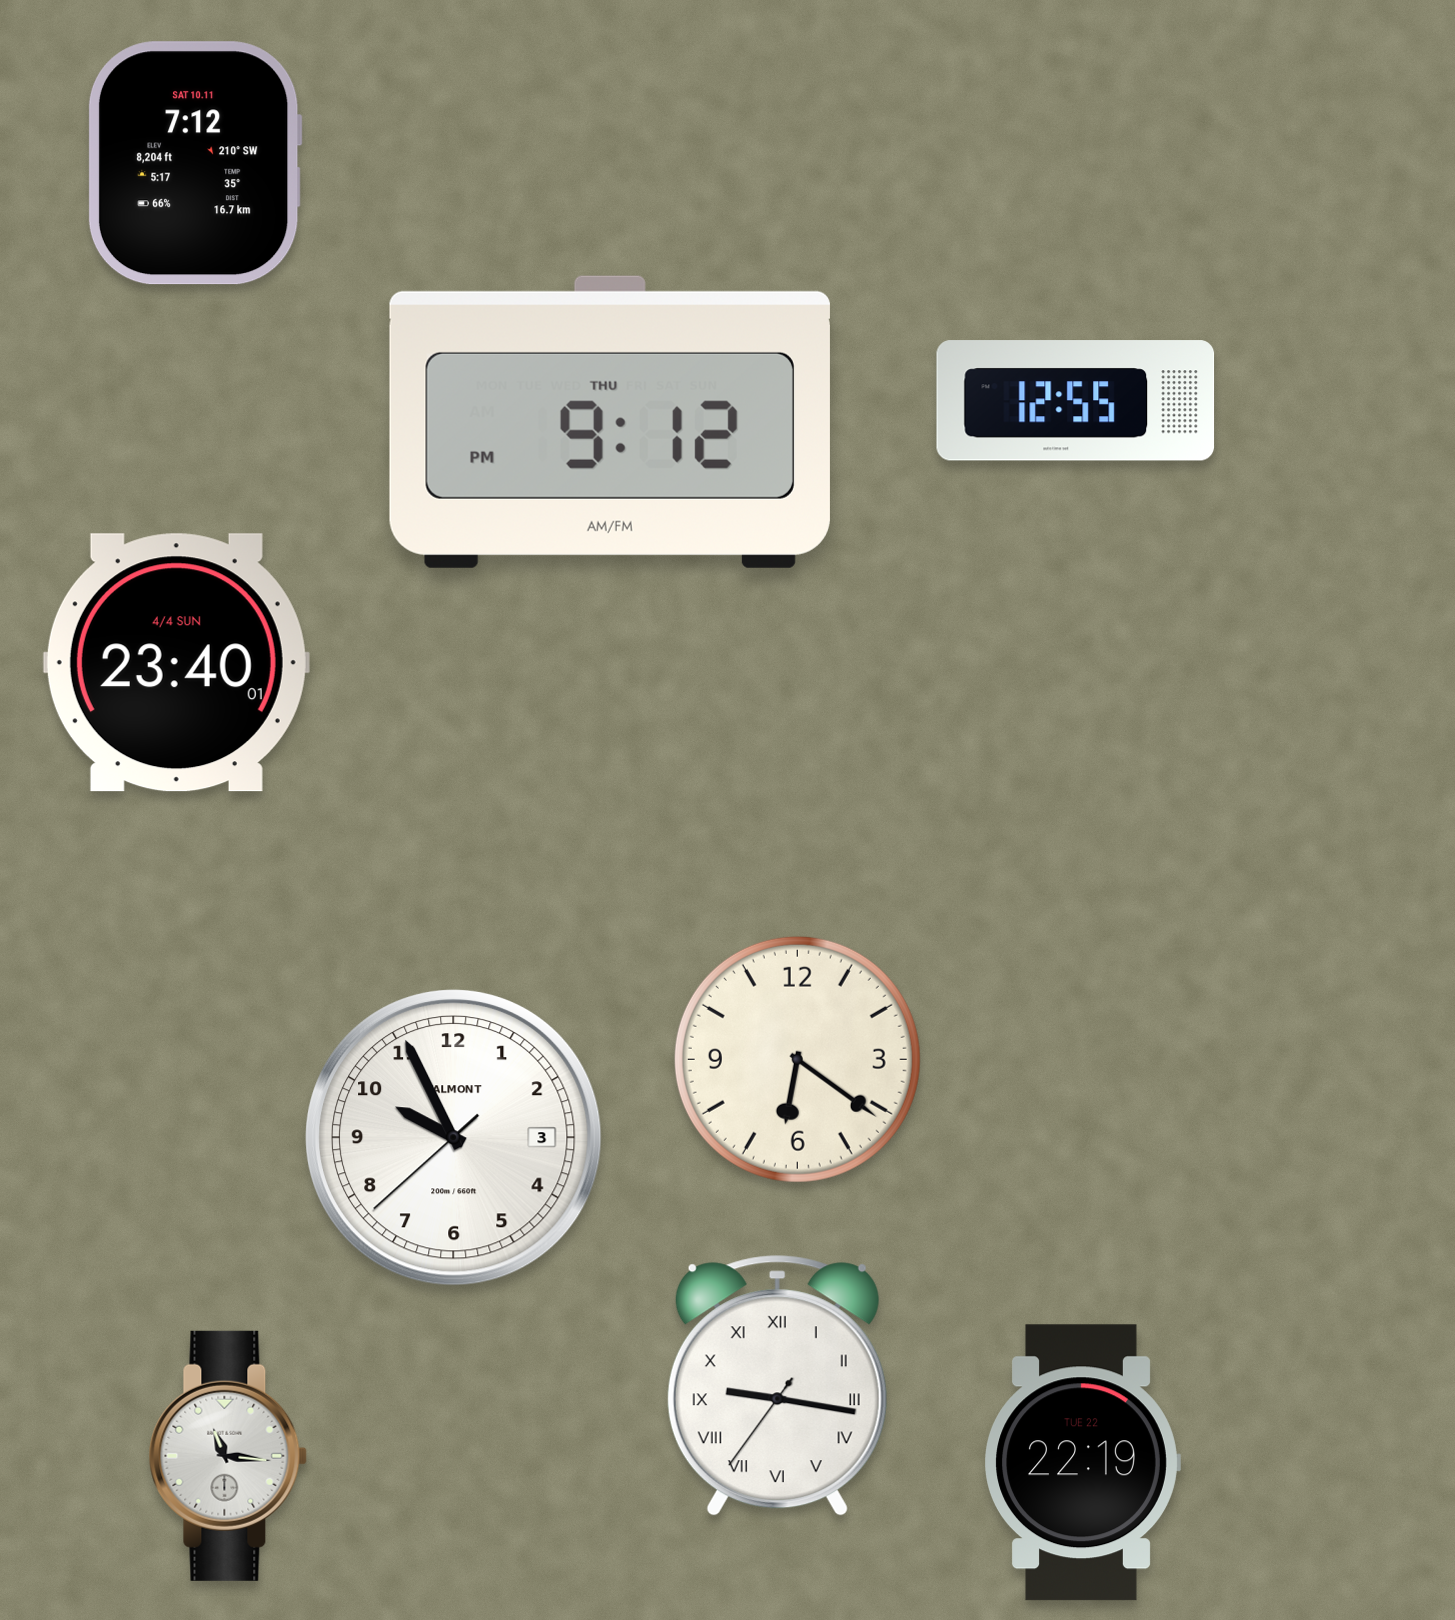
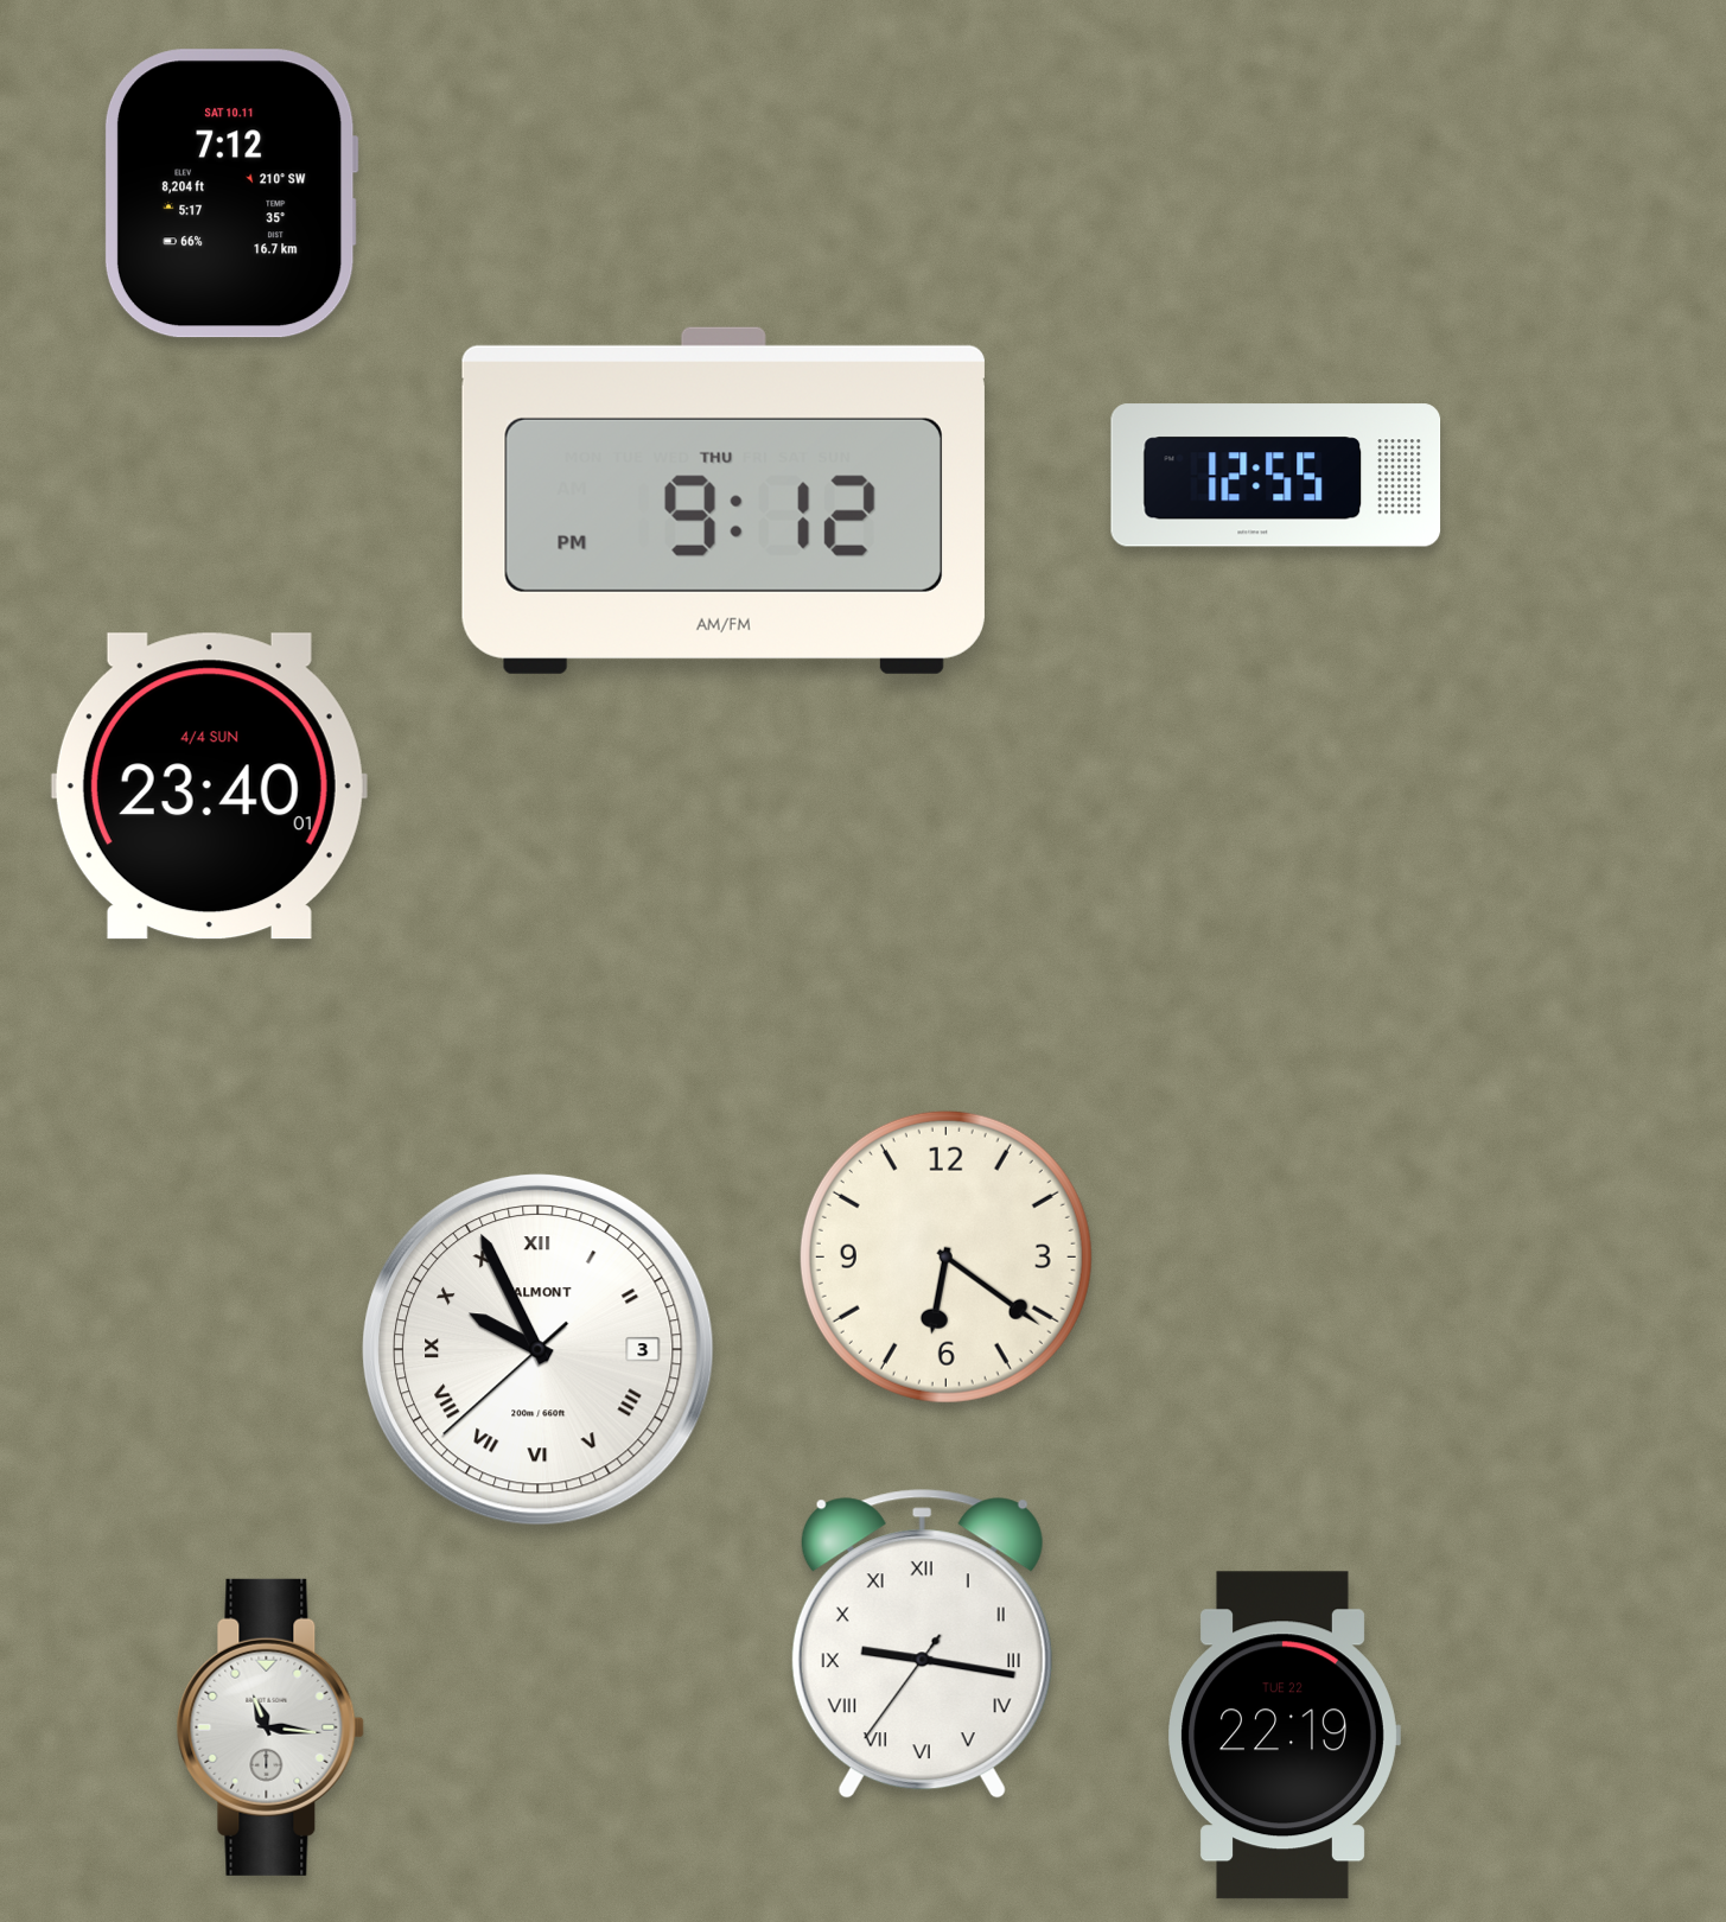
clock at (453, 1137) numerals: Arabic -> Roman
